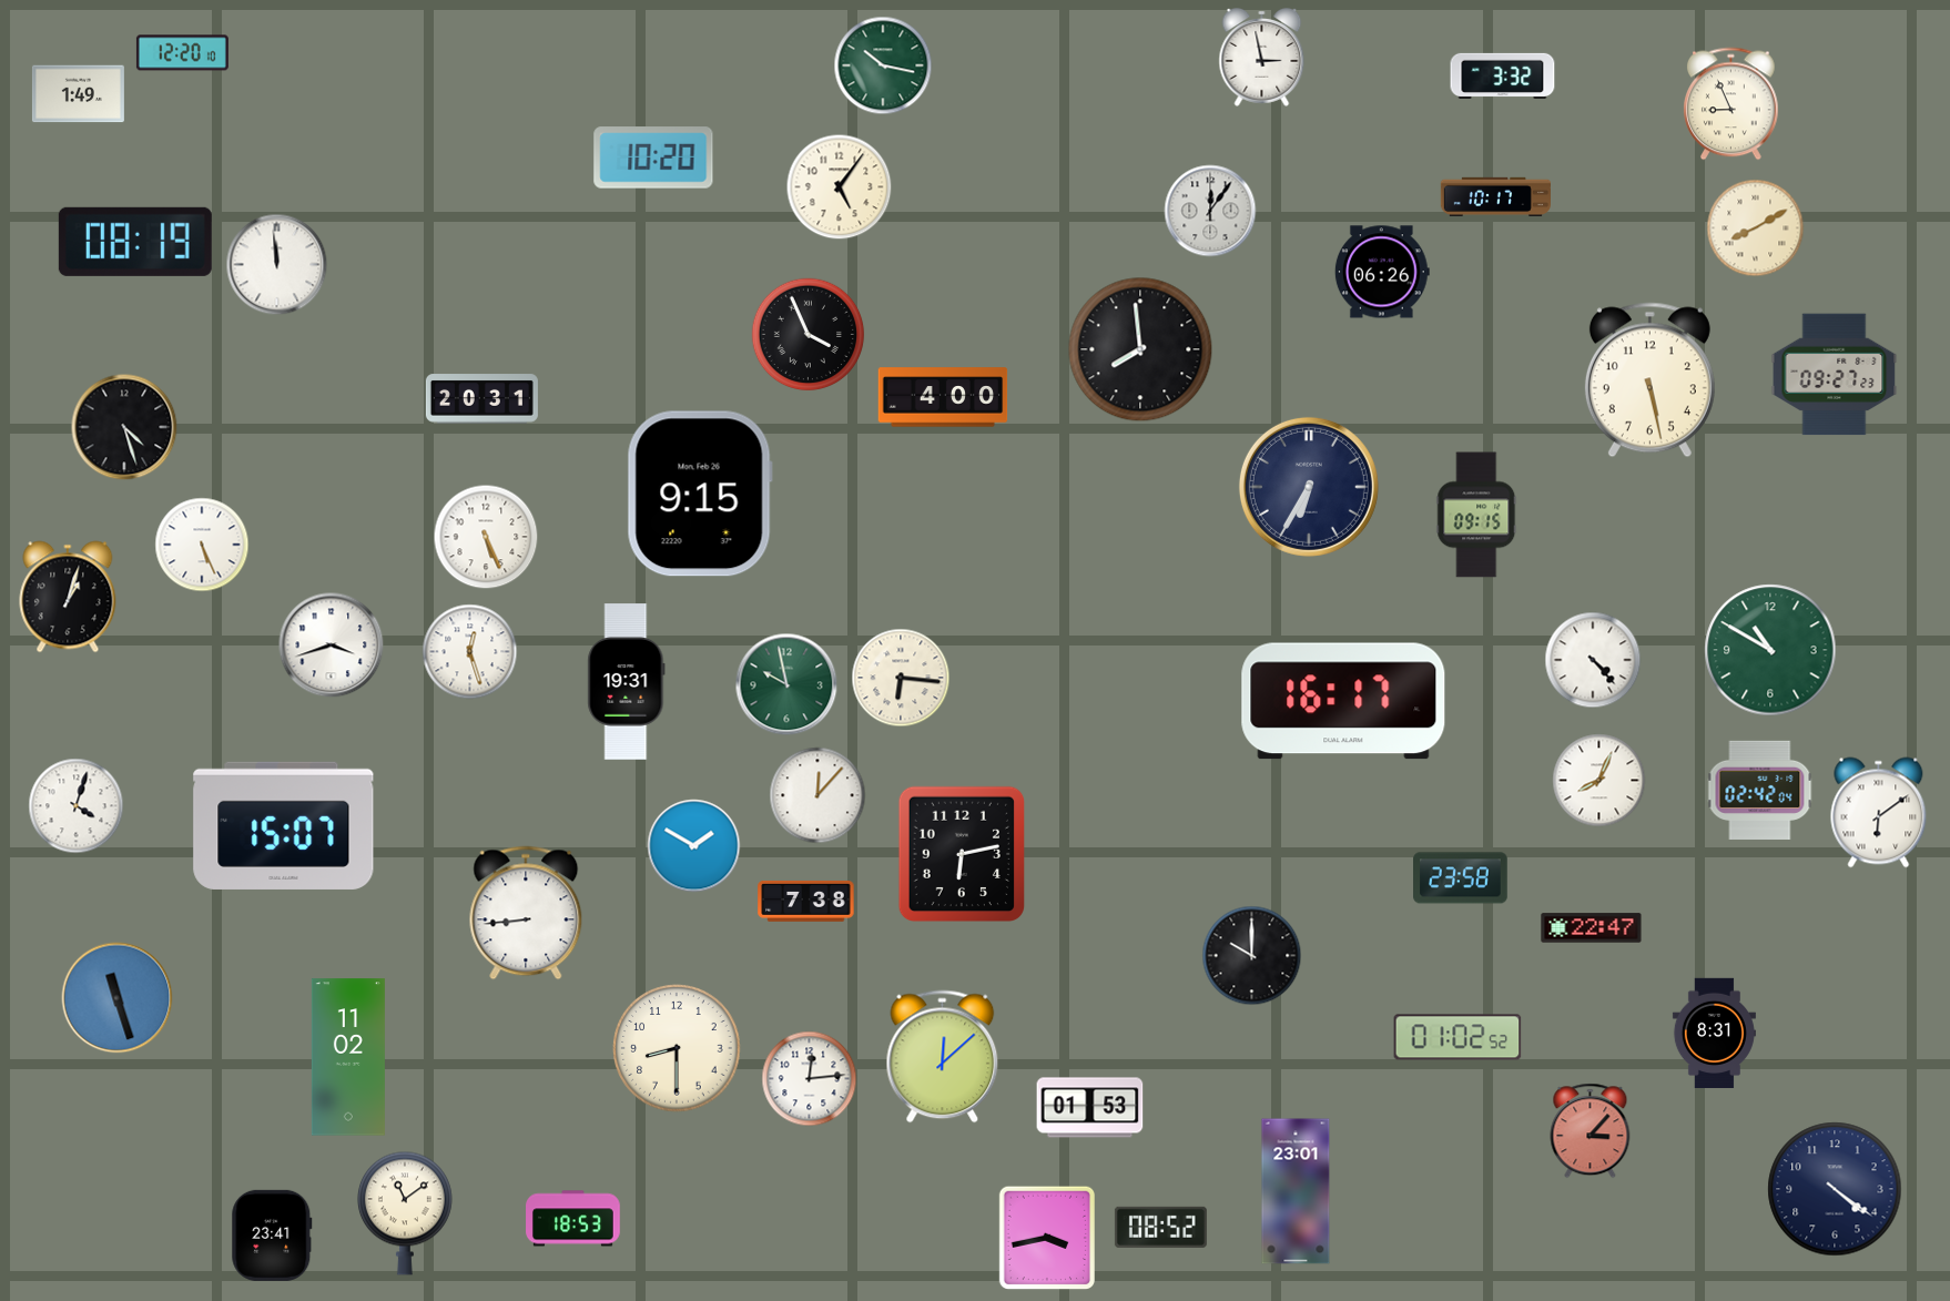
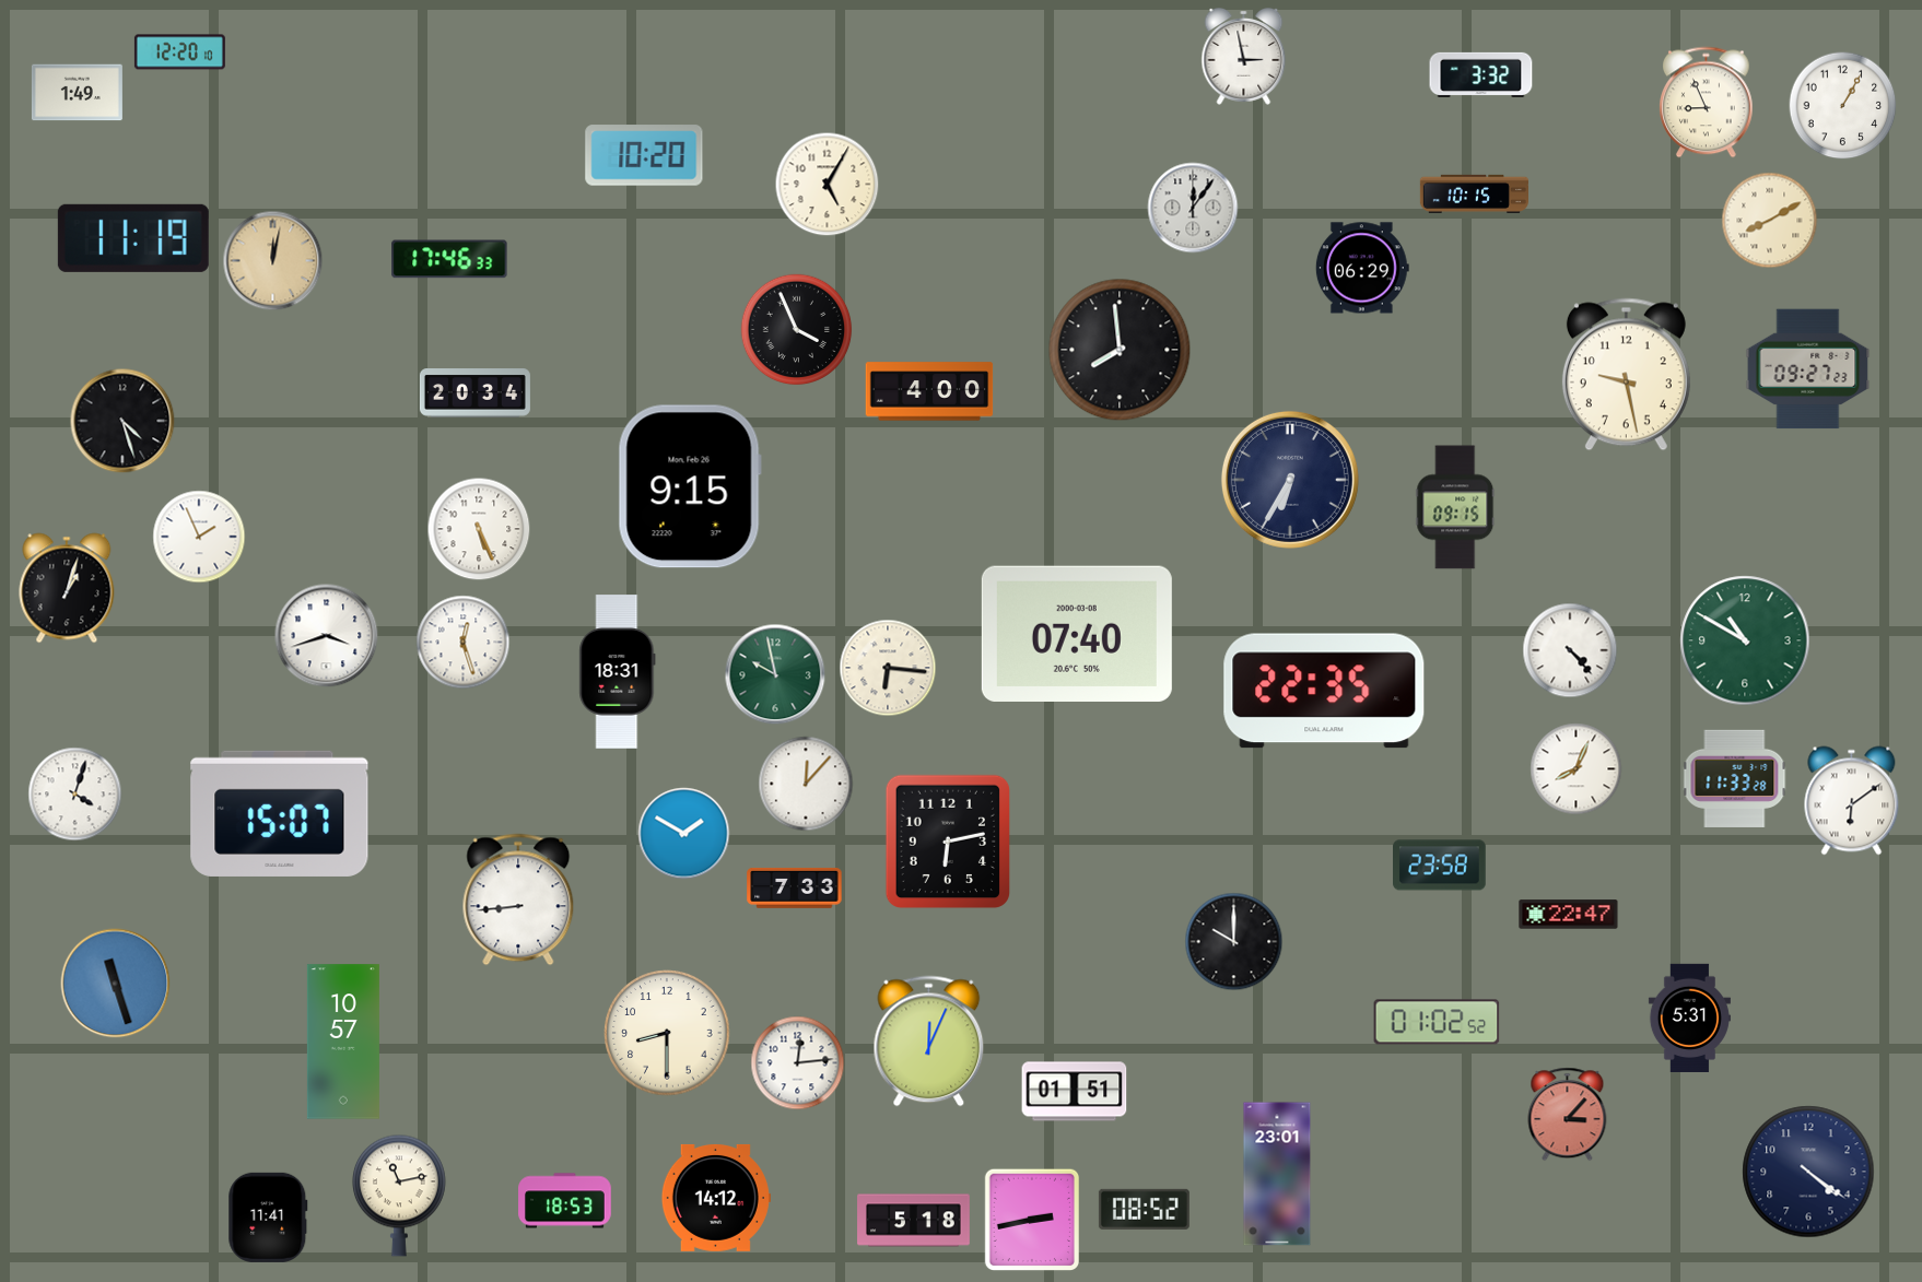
clock at (883, 65): 10:17 -> none
clock at (1843, 106): none -> 1:05
clock at (840, 187): 5:06 -> 5:05
clock at (1495, 196): 10:17 -> 10:15
clock at (1756, 228) position: (1756, 228) -> (1770, 221)
clock at (135, 242): 08:19 -> 11:19
clock at (449, 259): none -> 17:46
clock at (277, 265): 11:59 -> 12:02
clock at (277, 265) dial: white -> champagne
clock at (1382, 272): 06:26 -> 06:29
clock at (1140, 349) position: (1140, 349) -> (1120, 350)
clock at (1649, 380): 5:28 -> 9:28
clock at (481, 399): 20:31 -> 20:34
clock at (202, 545): 5:26 -> 1:56
clock at (1077, 633): none -> 07:40
clock at (627, 682): 19:31 -> 18:31
clock at (1343, 701): 16:17 -> 22:35
clock at (1760, 790): 02:42 -> 11:33
clock at (806, 901): 7:38 -> 7:33
clock at (1714, 1033): 8:31 -> 5:31
clock at (348, 1057): 11:02 -> 10:57
clock at (943, 1057): 12:08 -> 12:04
clock at (1090, 1108): 01:53 -> 01:51
clock at (405, 1213): 11:09 -> 11:13
clock at (716, 1198): none -> 14:12
clock at (272, 1236): 23:41 -> 11:41
clock at (1046, 1237): 3:43 -> 2:43
clock at (914, 1221): none -> 5:18
